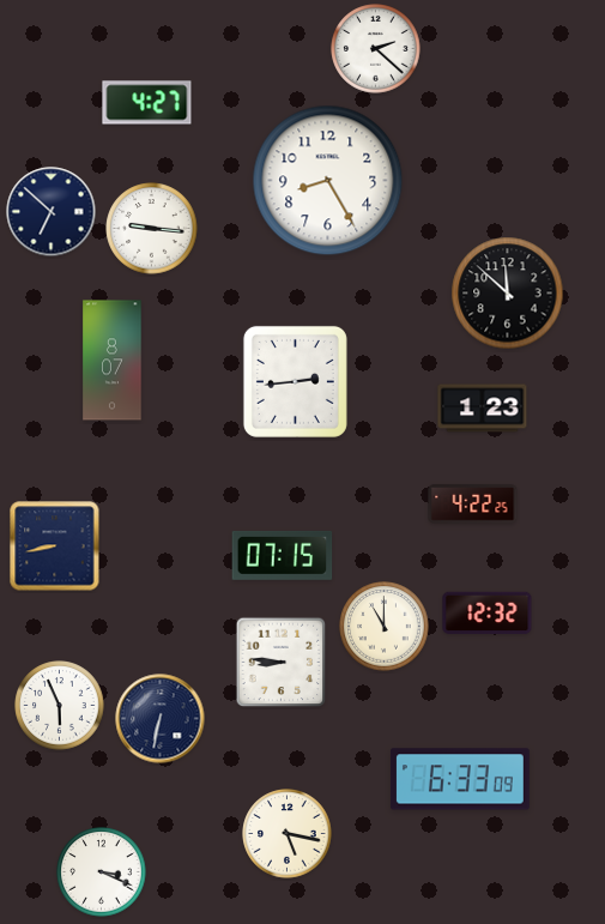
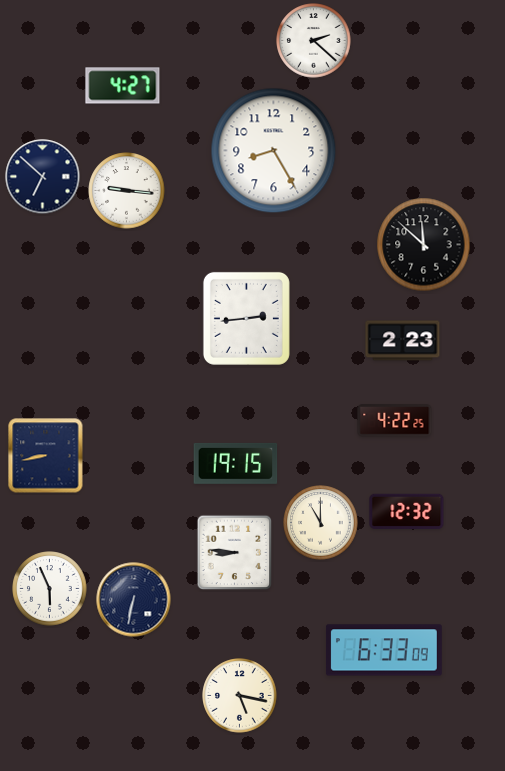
clock at (113, 361): 8:07 -> none
clock at (483, 409): 1:23 -> 2:23
clock at (283, 555): 07:15 -> 19:15
clock at (102, 872): 3:19 -> none
